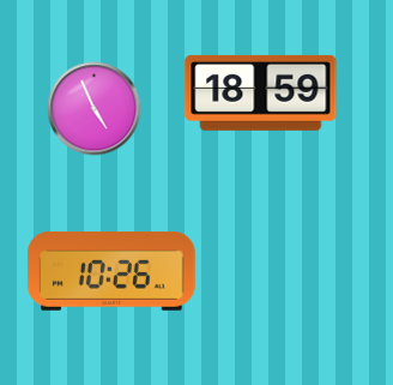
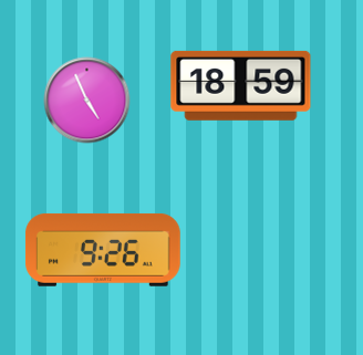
clock at (111, 271): 10:26 -> 9:26
